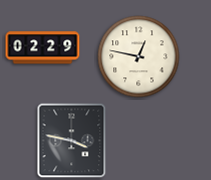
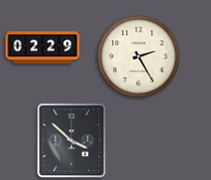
clock at (139, 57): 12:47 -> 2:25
clock at (72, 141): 3:47 -> 3:52
